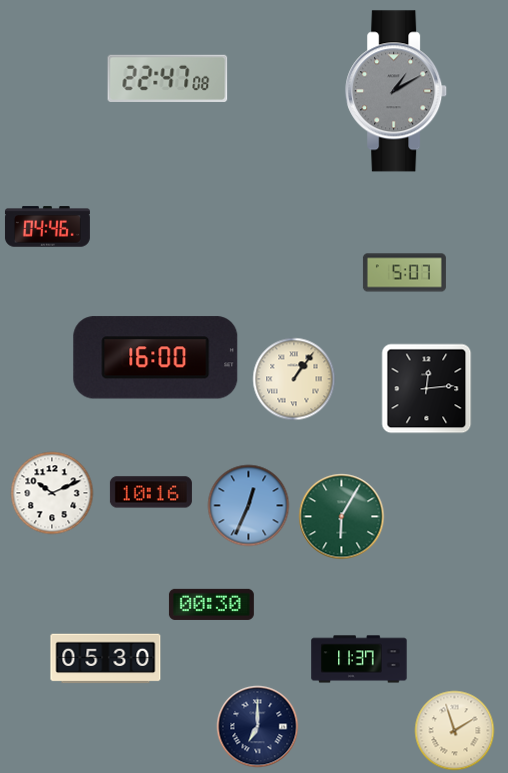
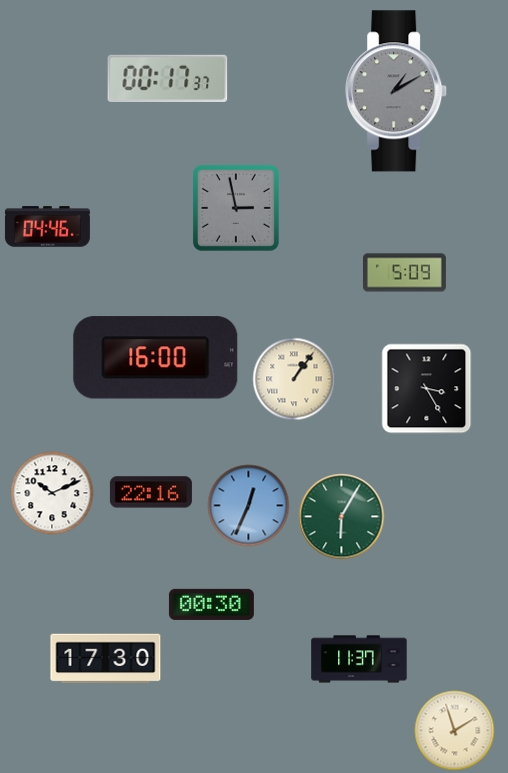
clock at (168, 78): 22:47 -> 00:17
clock at (236, 208): none -> 2:58
clock at (404, 273): 5:07 -> 5:09
clock at (426, 388): 12:14 -> 3:25
clock at (151, 492): 10:16 -> 22:16
clock at (106, 659): 05:30 -> 17:30
clock at (257, 726): 7:00 -> none
